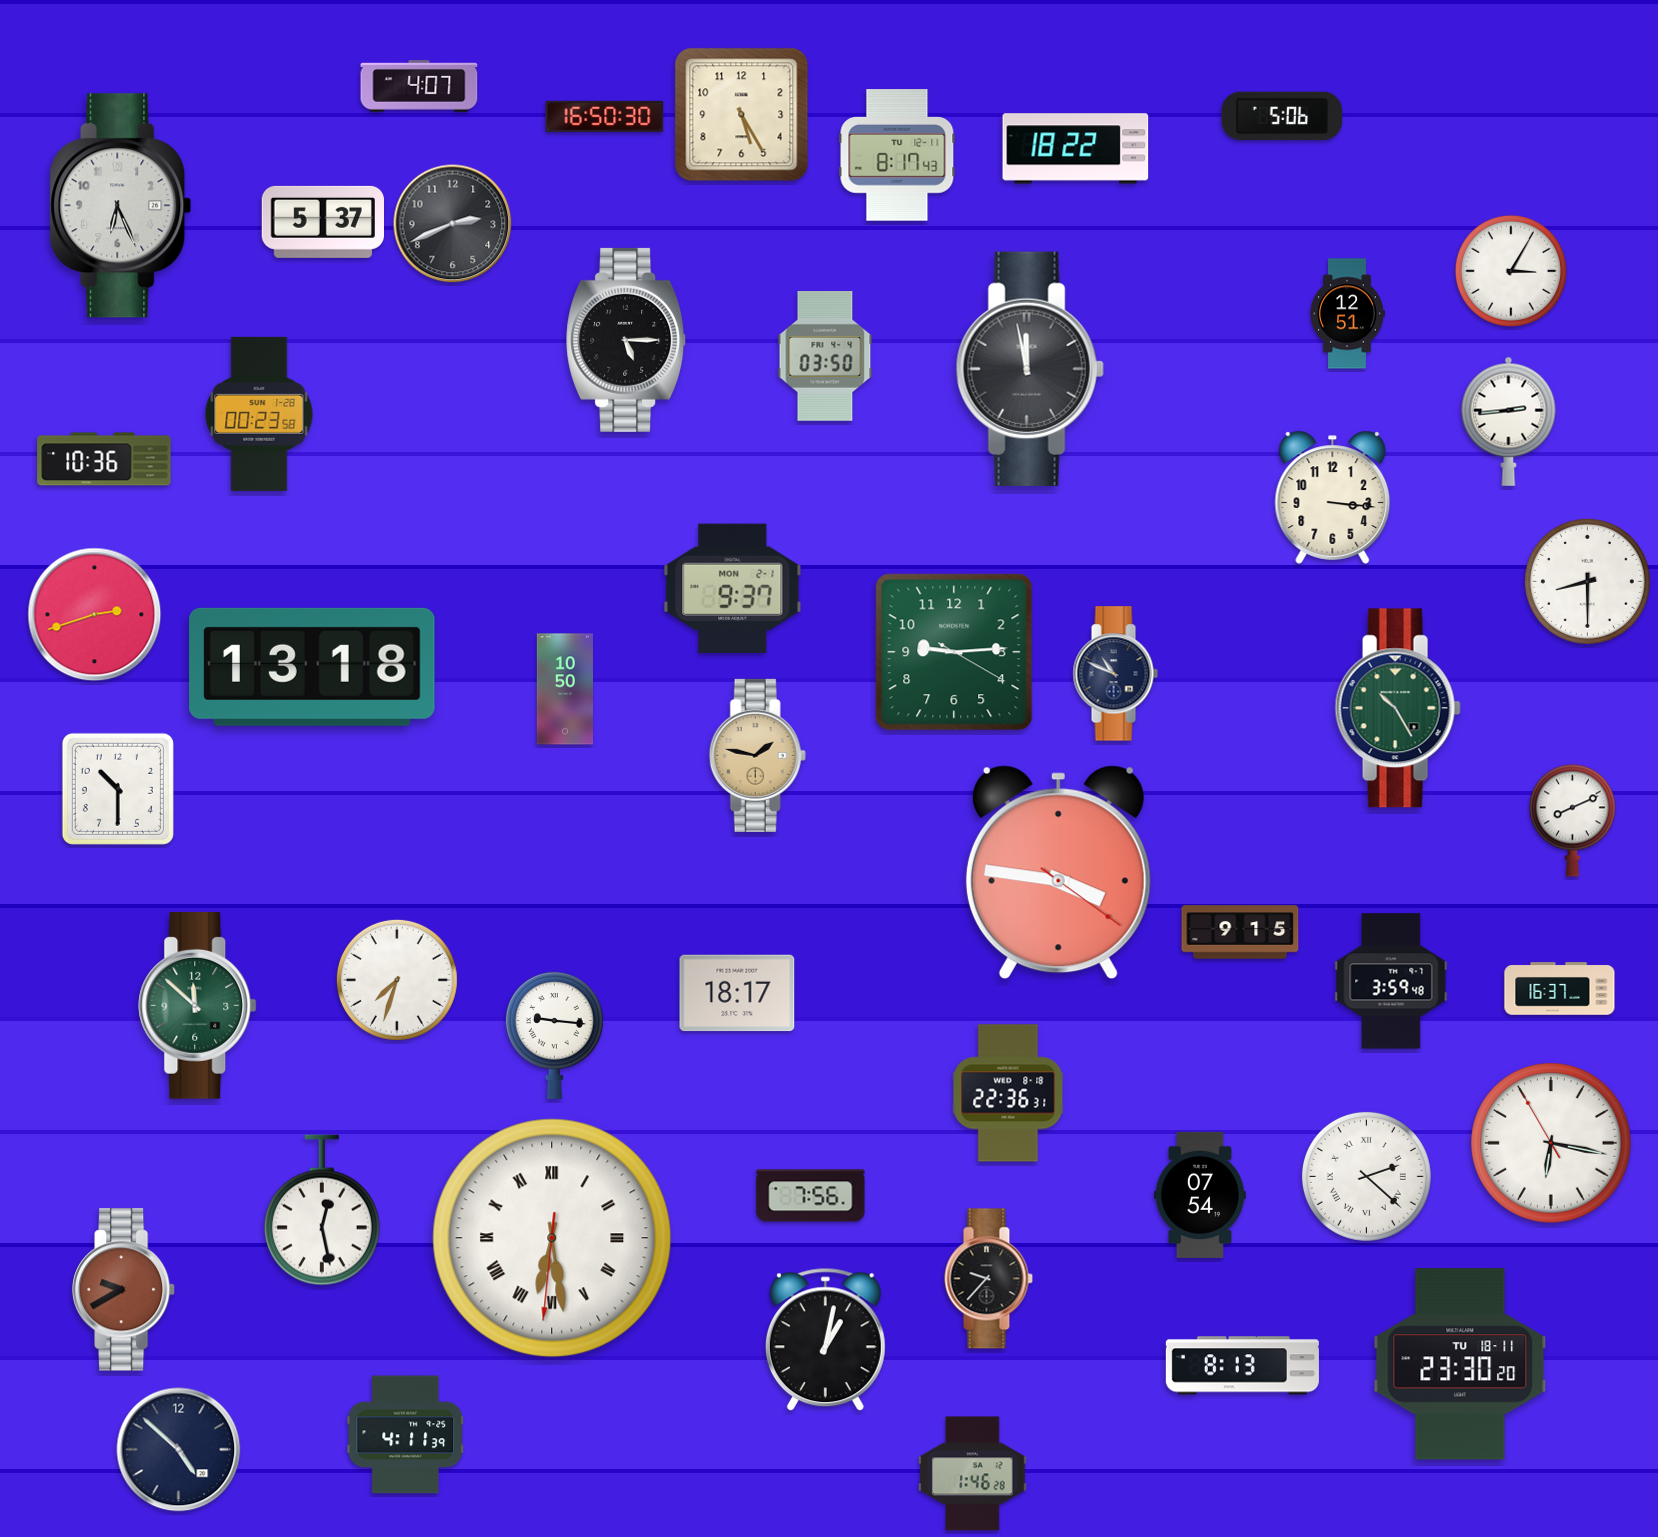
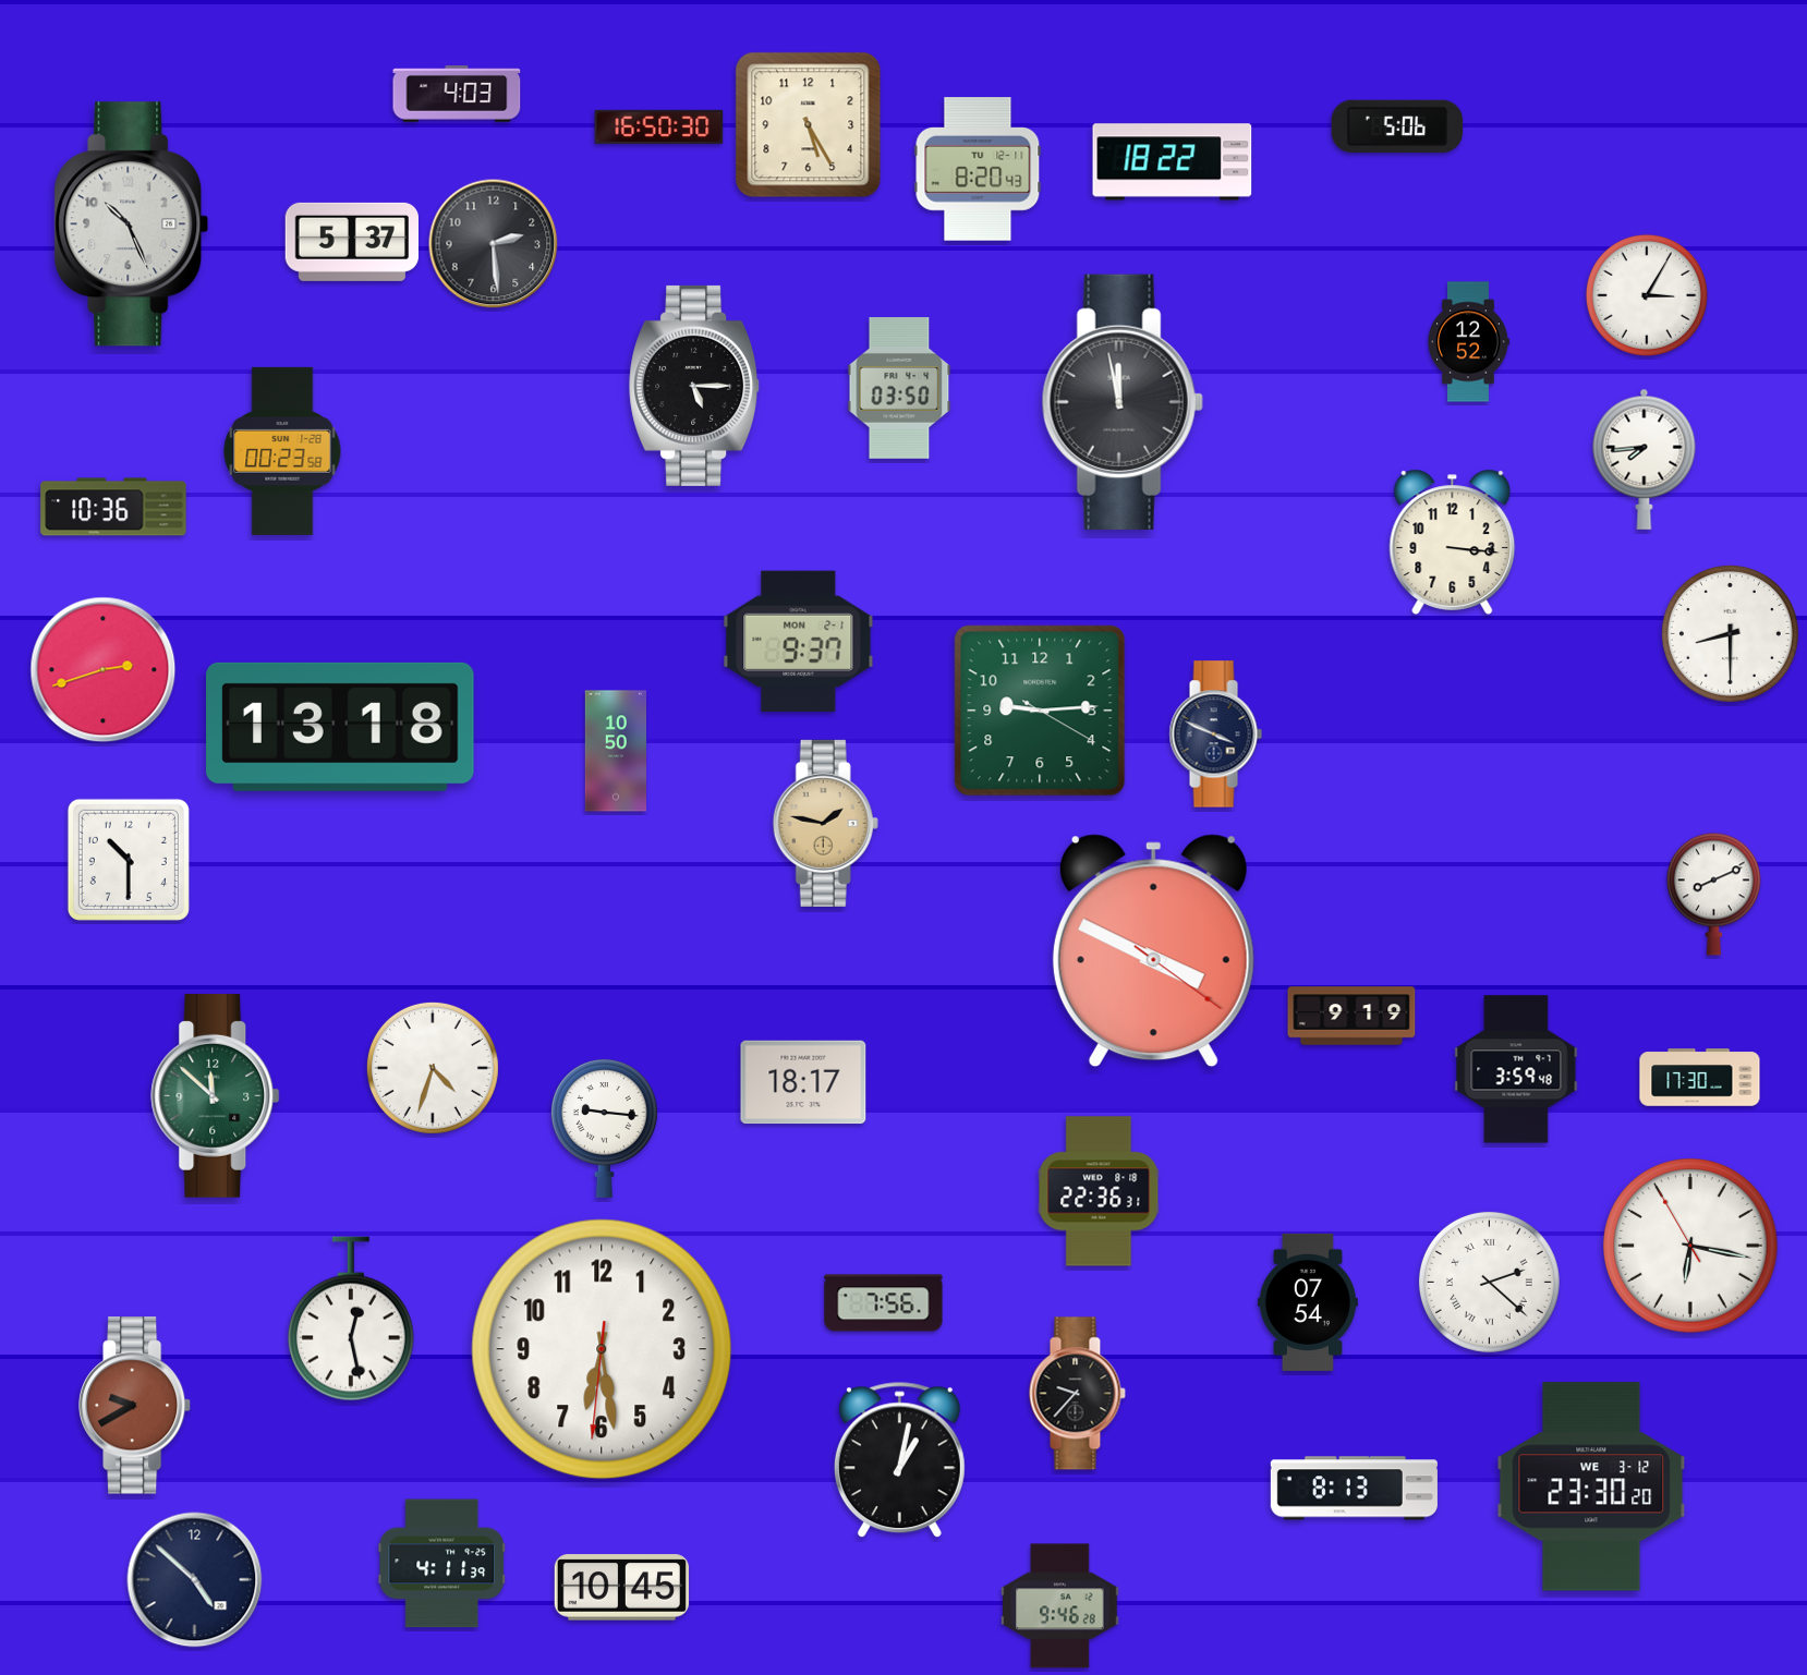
clock at (419, 86): 4:07 -> 4:03
clock at (897, 155): 8:17 -> 8:20
clock at (121, 206): 6:26 -> 10:26
clock at (453, 224): 2:41 -> 2:29
clock at (1347, 314): 12:51 -> 12:52
clock at (627, 340) position: (627, 340) -> (695, 386)
clock at (1509, 421): 2:44 -> 7:44
clock at (104, 459) position: (104, 459) -> (113, 507)
clock at (1115, 674): 10:49 -> 3:49
clock at (1398, 708): 10:25 -> none
clock at (1058, 873): 3:46 -> 3:49
clock at (1240, 932): 9:15 -> 9:19
clock at (397, 980): 7:33 -> 4:33
clock at (1560, 989): 16:37 -> 17:30
clock at (552, 1238) numerals: Roman -> Arabic
clock at (1460, 1364) date: TU 18-11 -> WE 3-12
clock at (621, 1588): none -> 10:45
clock at (973, 1474): 1:46 -> 9:46
